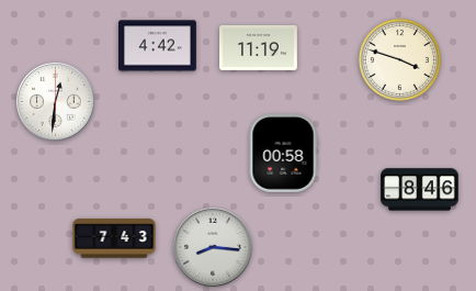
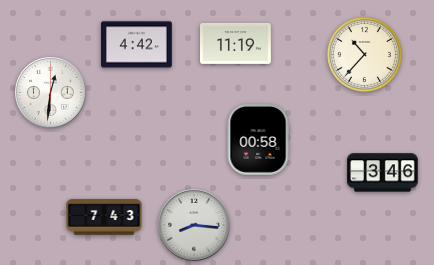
clock at (158, 46) position: (158, 46) -> (137, 45)
clock at (399, 59): 3:48 -> 10:37
clock at (420, 190): 8:46 -> 3:46
